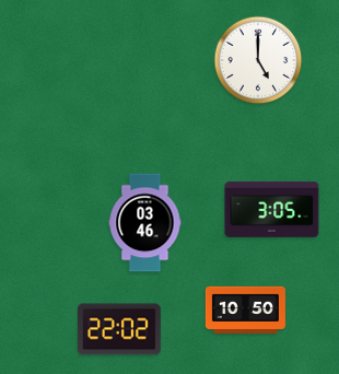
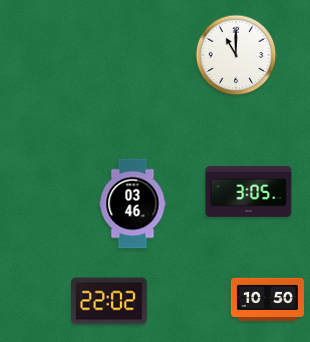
clock at (258, 60): 5:00 -> 11:00
clock at (245, 309) position: (245, 309) -> (267, 299)
